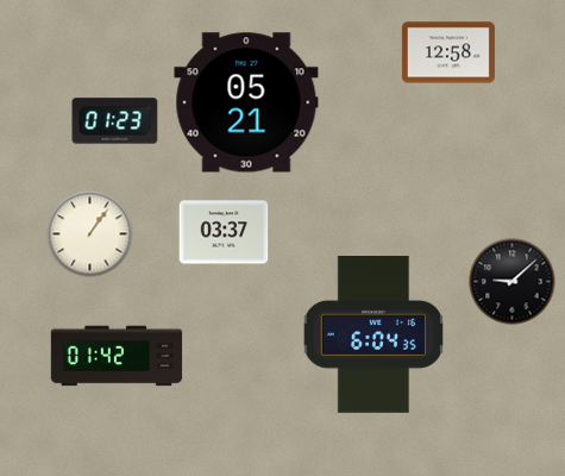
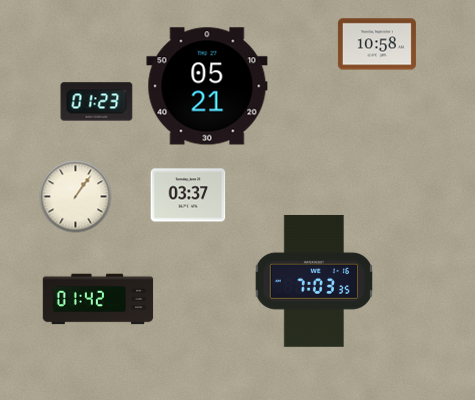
clock at (448, 52): 12:58 -> 10:58
clock at (513, 282): 9:08 -> none
clock at (373, 334): 6:04 -> 7:03
